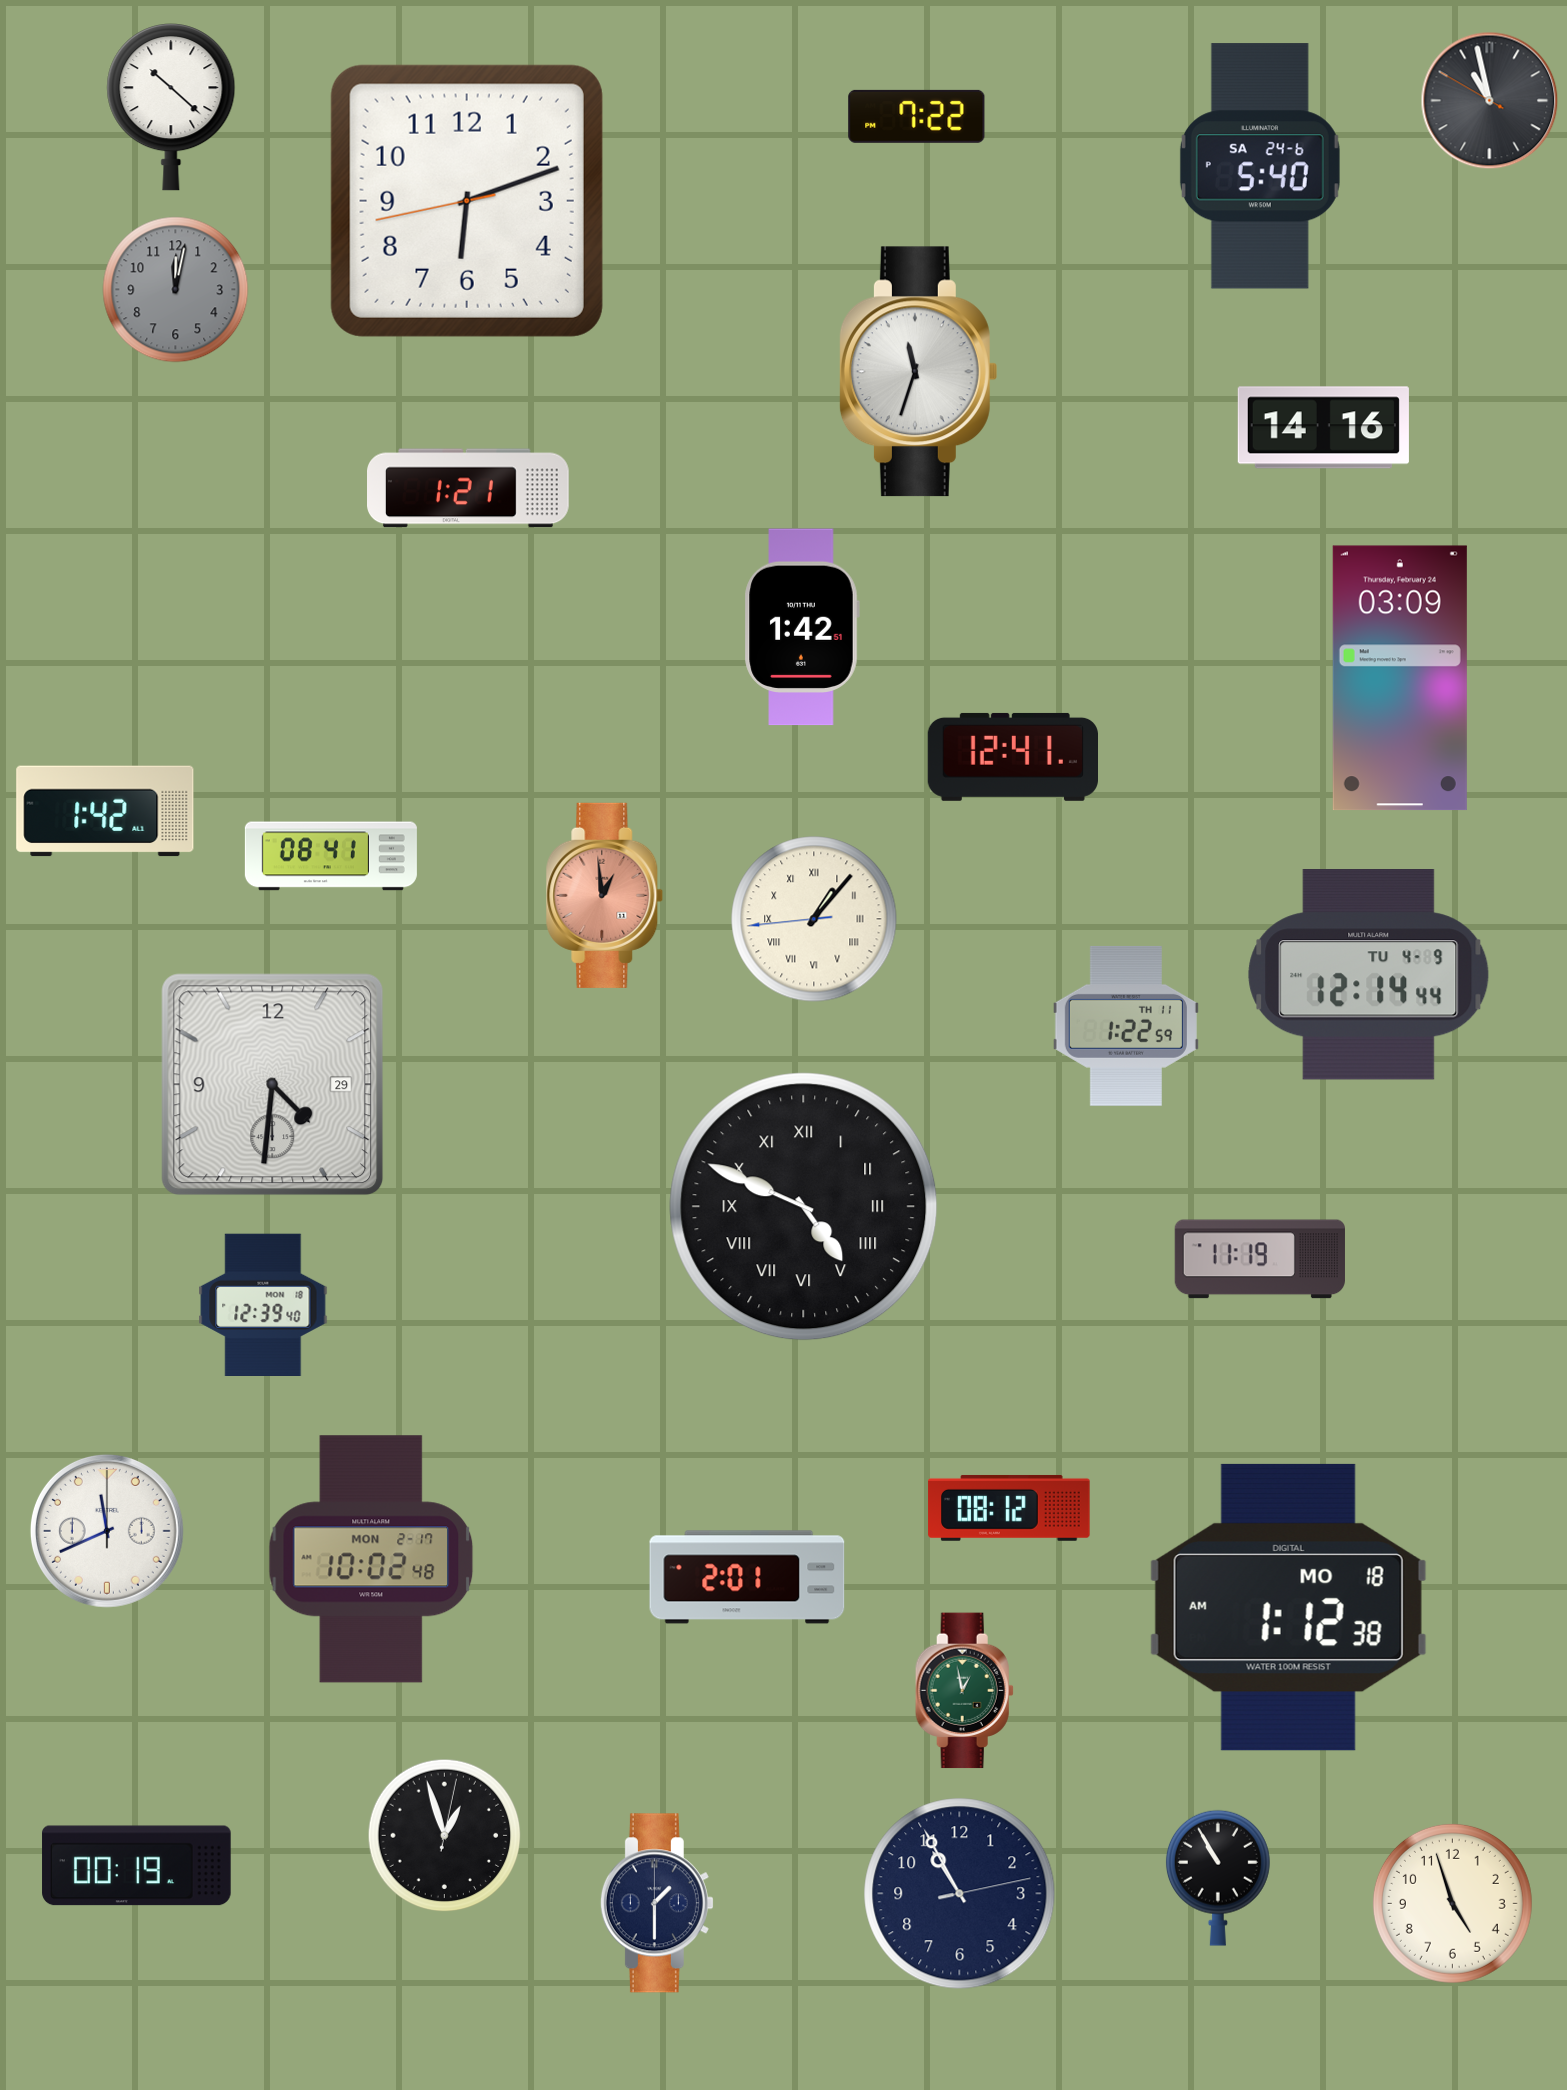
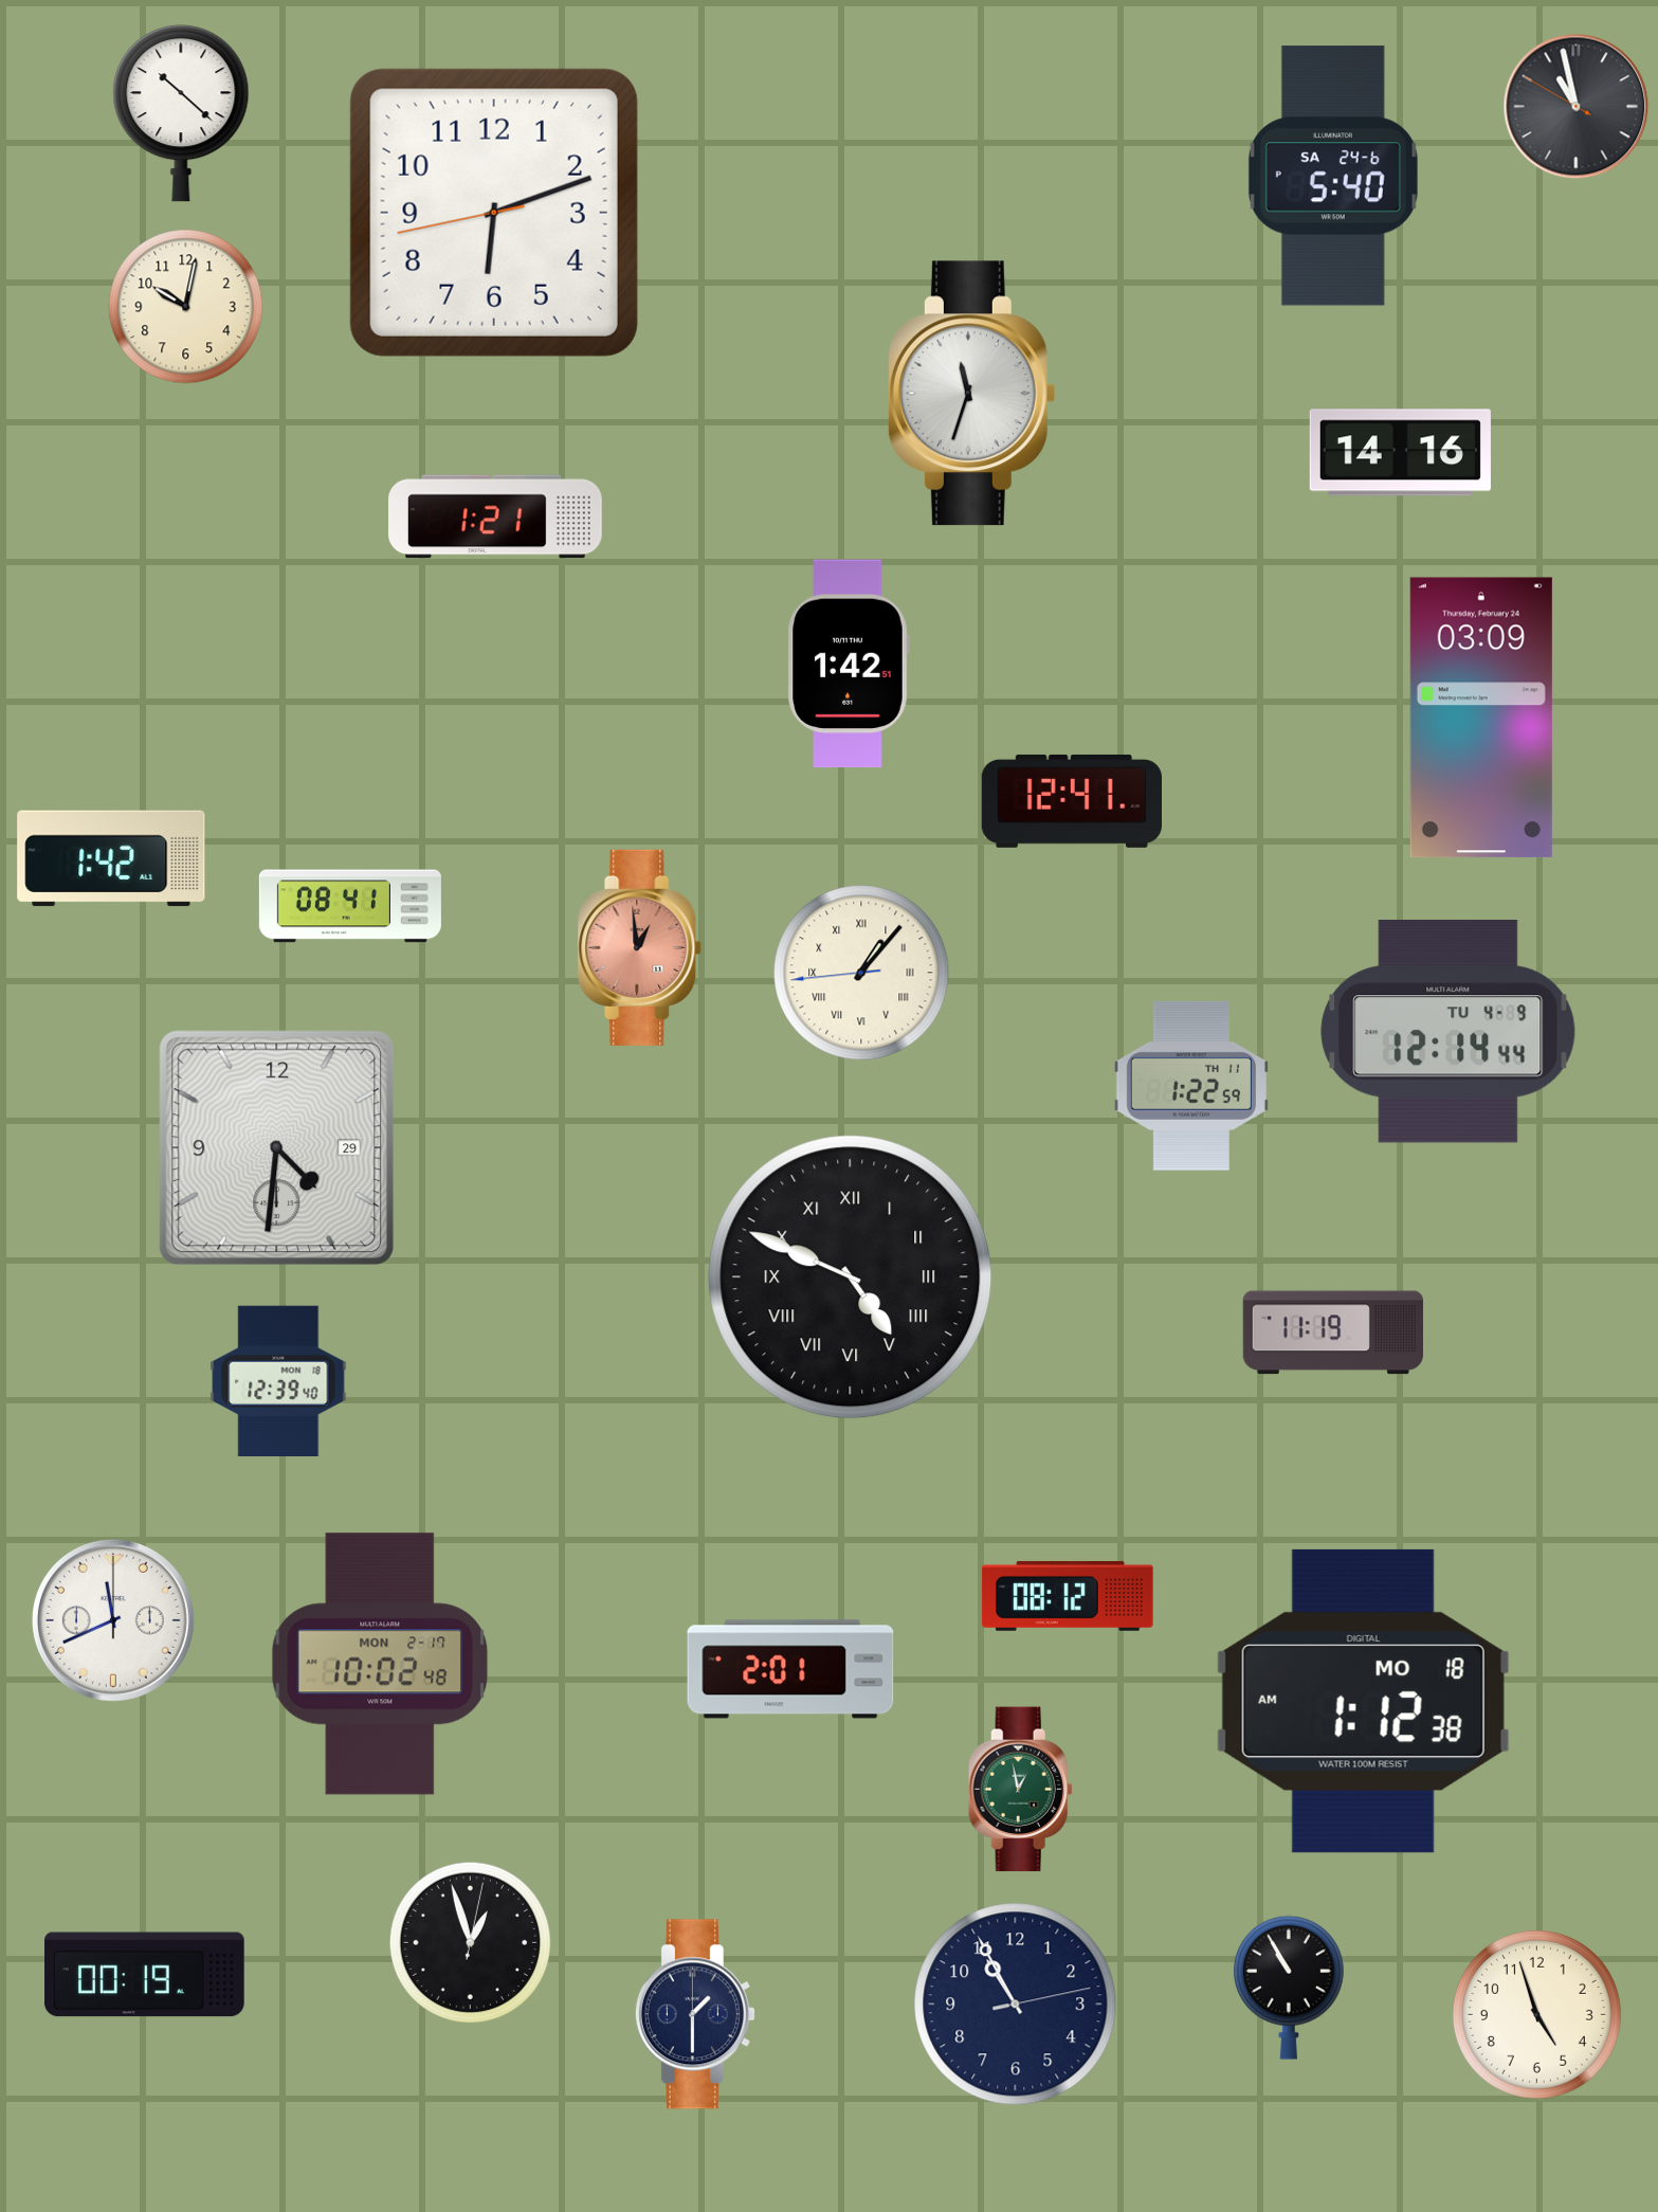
clock at (917, 116): 7:22 -> none
clock at (176, 290): 12:02 -> 10:02
clock at (176, 290) dial: grey -> cream
clock at (273, 1085) position: (273, 1085) -> (277, 1148)
clock at (371, 1559) position: (371, 1559) -> (380, 1664)
